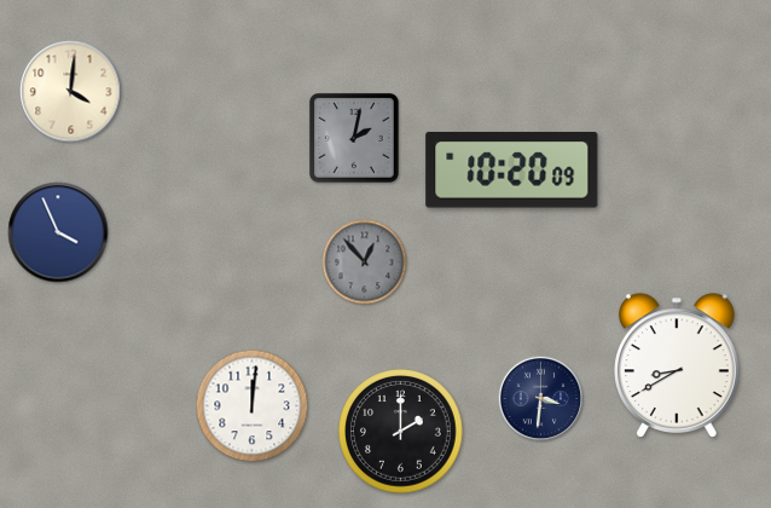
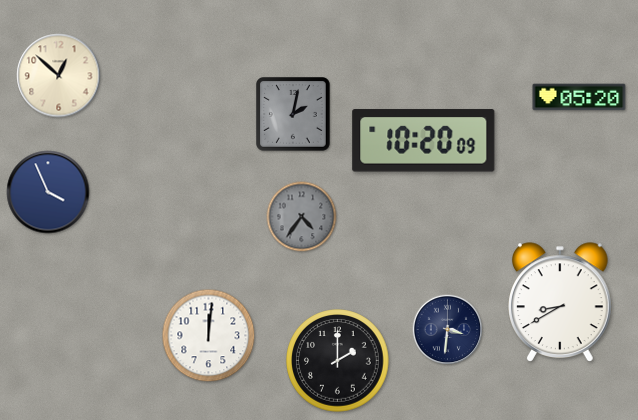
clock at (71, 92): 4:01 -> 12:52
clock at (579, 97): none -> 05:20
clock at (365, 262): 12:53 -> 4:36
clock at (401, 432) position: (401, 432) -> (338, 361)
